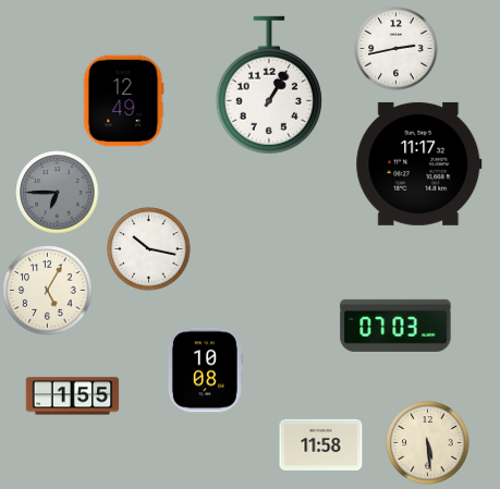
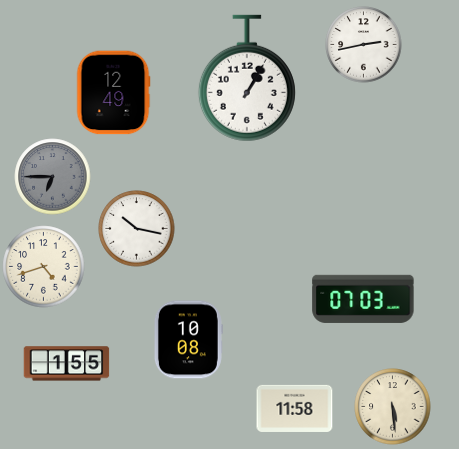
clock at (419, 163): 11:17 -> none
clock at (48, 291): 5:05 -> 4:42
